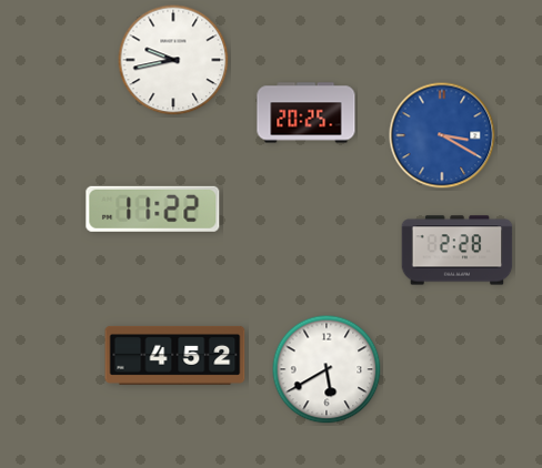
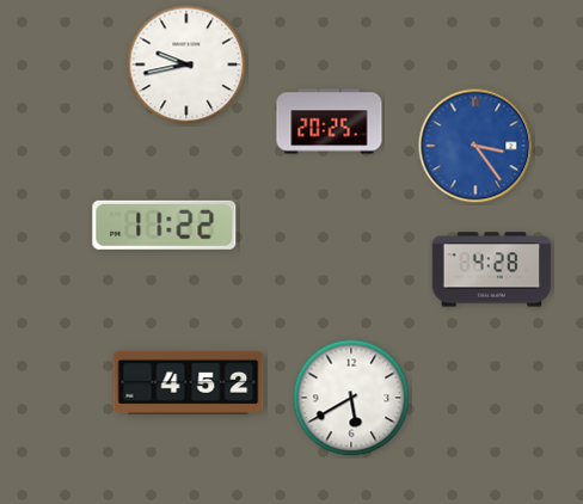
clock at (442, 135): 3:20 -> 3:24
clock at (458, 251): 2:28 -> 4:28
